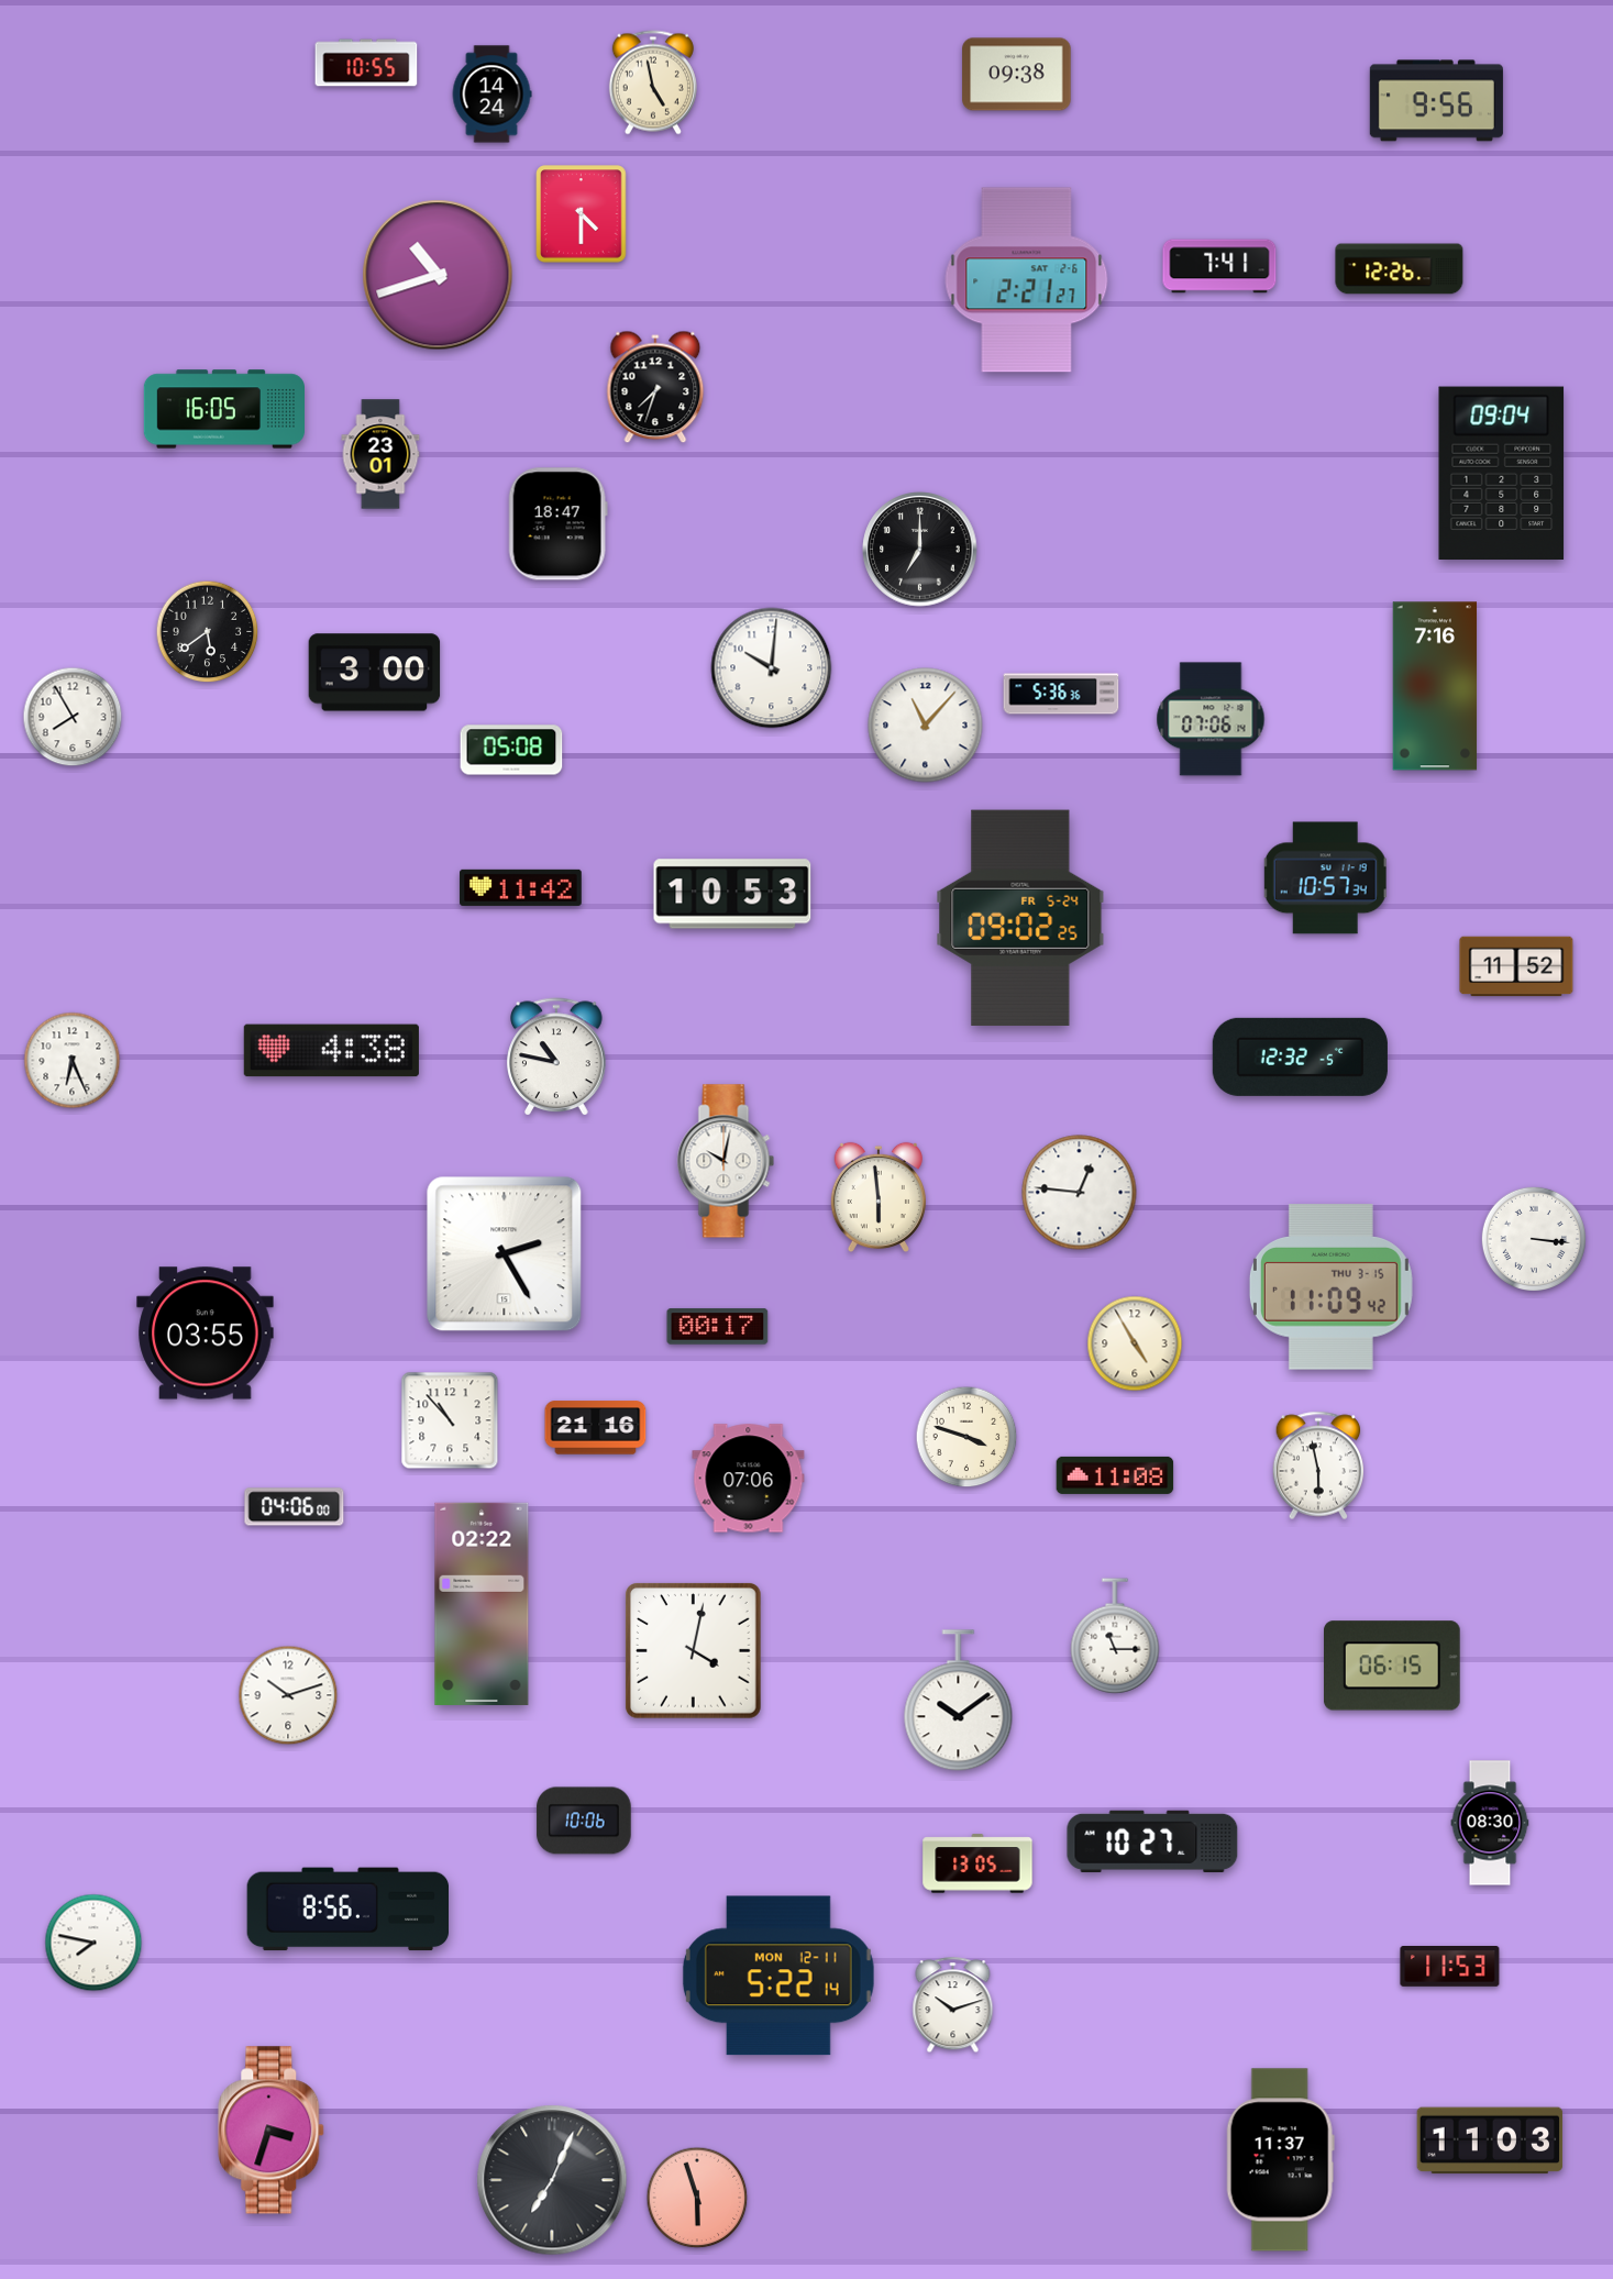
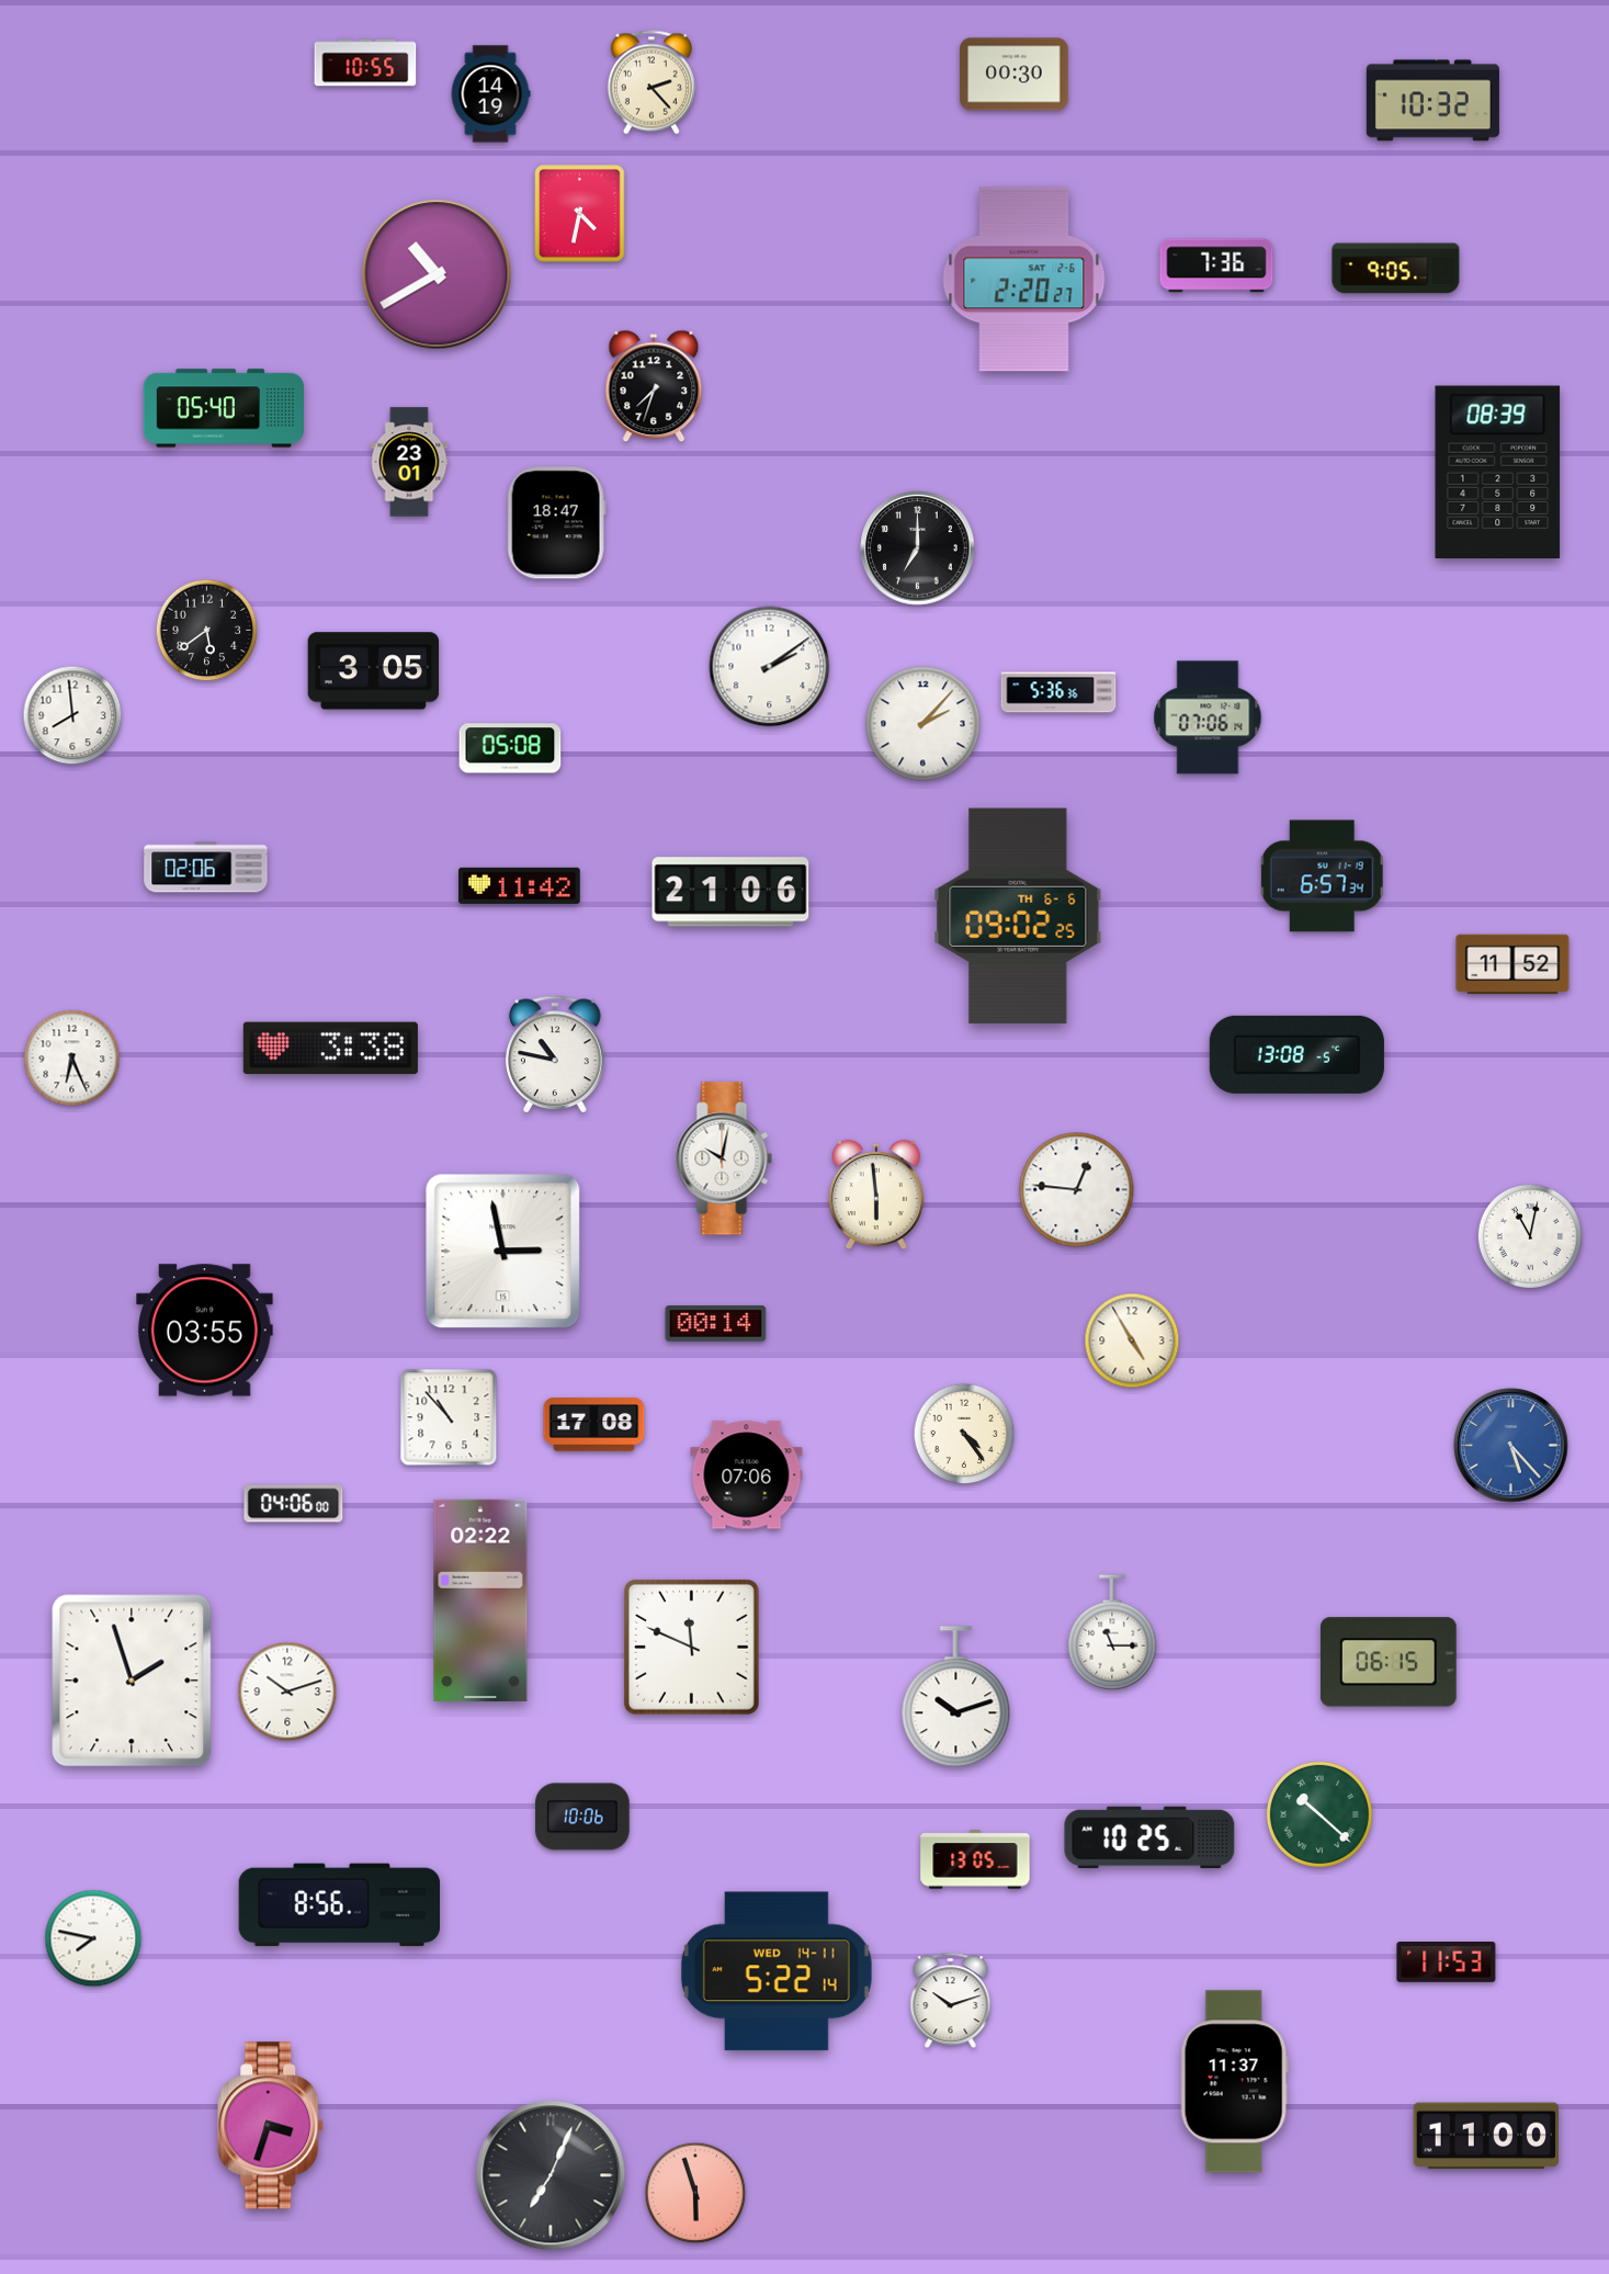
clock at (1017, 75): 09:38 -> 00:30
clock at (653, 82): 4:58 -> 2:23
clock at (491, 95): 14:24 -> 14:19
clock at (1436, 101): 9:56 -> 10:32
clock at (582, 214): 4:30 -> 4:32
clock at (1219, 266): 7:41 -> 7:36
clock at (1400, 269): 12:26 -> 9:05
clock at (438, 275): 10:42 -> 10:40
clock at (1027, 280): 2:21 -> 2:20
clock at (223, 409): 16:05 -> 05:40
clock at (380, 454) position: (380, 454) -> (409, 462)
clock at (1502, 473): 09:04 -> 08:39
clock at (772, 668): 10:01 -> 2:09
clock at (375, 673): 3:00 -> 3:05
clock at (1435, 686): 7:16 -> none
clock at (73, 717): 7:55 -> 7:59
clock at (926, 726): 11:07 -> 2:07
clock at (206, 868): none -> 02:06
clock at (1325, 878): 10:57 -> 6:57
clock at (732, 894): 10:53 -> 21:06
clock at (1020, 917) date: FR 5-24 -> TH 6-6
clock at (331, 1051): 4:38 -> 3:38
clock at (1300, 1056): 12:32 -> 13:08
clock at (1534, 1239): 3:16 -> 11:02
clock at (505, 1254): 2:25 -> 2:58
clock at (1330, 1287): 11:09 -> none
clock at (718, 1327): 00:17 -> 00:14
clock at (596, 1428): 21:16 -> 17:08
clock at (966, 1437): 3:48 -> 4:24
clock at (1511, 1446): none -> 5:23
clock at (1318, 1465): 5:58 -> none
clock at (1115, 1475): 11:08 -> none
clock at (694, 1651): 4:02 -> 11:49
clock at (132, 1681): none -> 1:57
clock at (959, 1701): 10:09 -> 10:12
clock at (1319, 1814): none -> 10:22
clock at (1490, 1823): 08:30 -> none
clock at (1152, 1841): 10:27 -> 10:25
clock at (349, 1910) position: (349, 1910) -> (340, 1905)
clock at (778, 1976) date: MON 12-11 -> WED 14-11
clock at (1490, 2140): 11:03 -> 11:00
clock at (1280, 2160) position: (1280, 2160) -> (1234, 2082)
